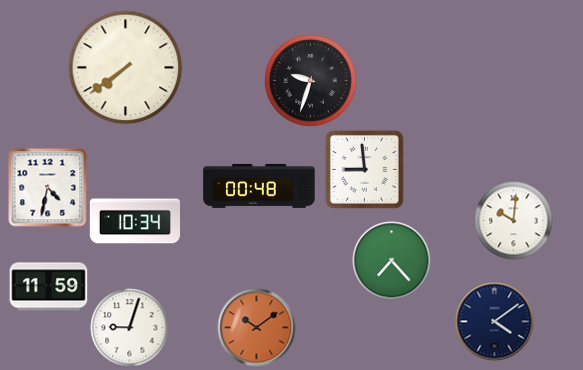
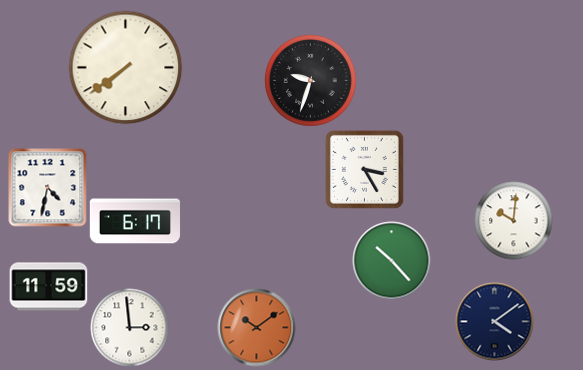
clock at (364, 169): 8:59 -> 3:25
clock at (259, 186): 00:48 -> none
clock at (135, 221): 10:34 -> 6:17
clock at (391, 260): 7:23 -> 10:23
clock at (129, 327): 9:03 -> 2:59
